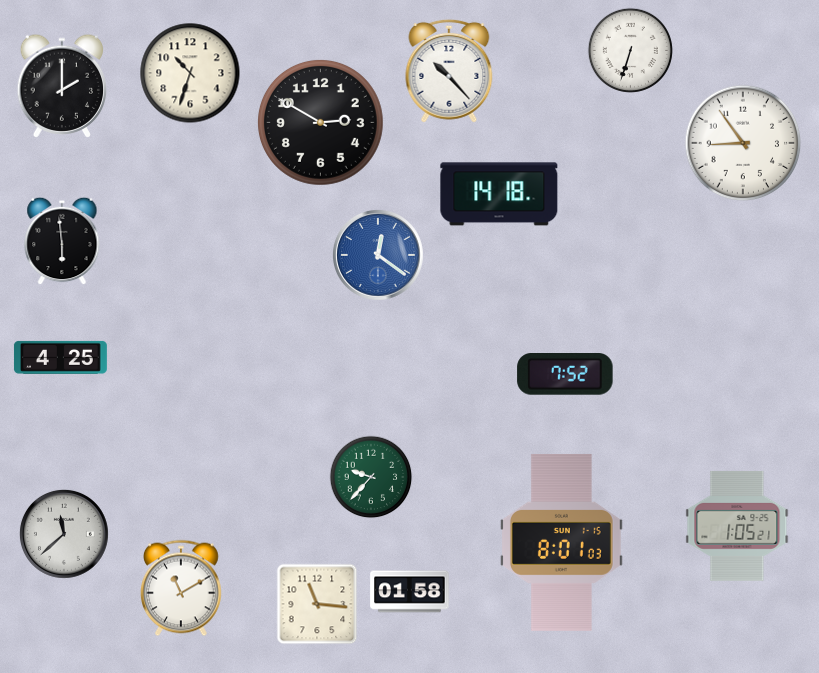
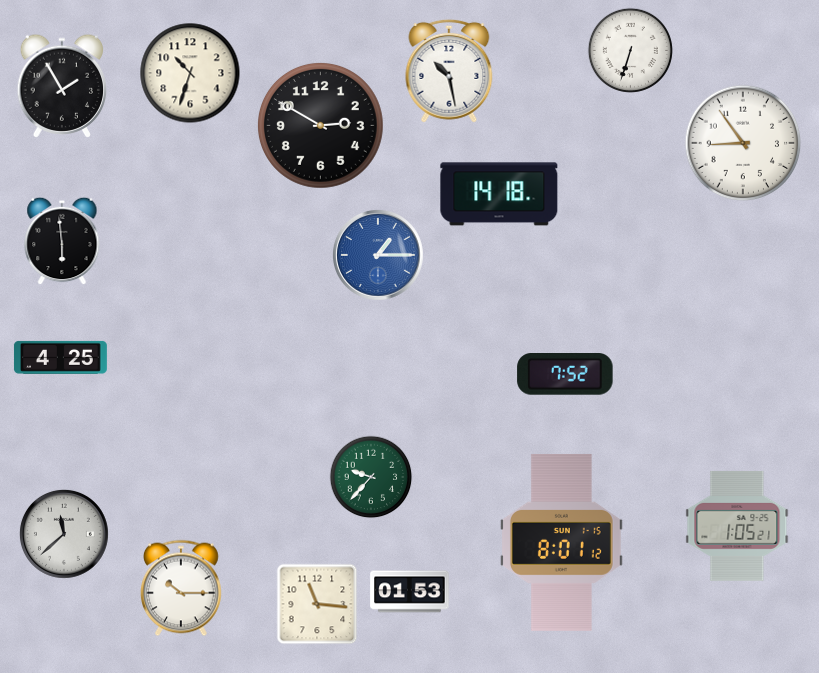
clock at (449, 71): 10:23 -> 10:28
clock at (62, 85): 2:00 -> 1:55
clock at (320, 122) position: (320, 122) -> (320, 125)
clock at (379, 256): 12:21 -> 1:15
clock at (561, 542): 8:01:03 -> 8:01:12
clock at (182, 588): 11:10 -> 10:15
clock at (410, 592): 01:58 -> 01:53
